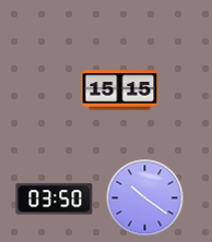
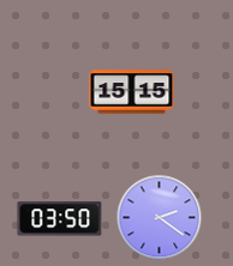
clock at (120, 90) position: (120, 90) -> (132, 92)
clock at (145, 198): 10:21 -> 2:21
